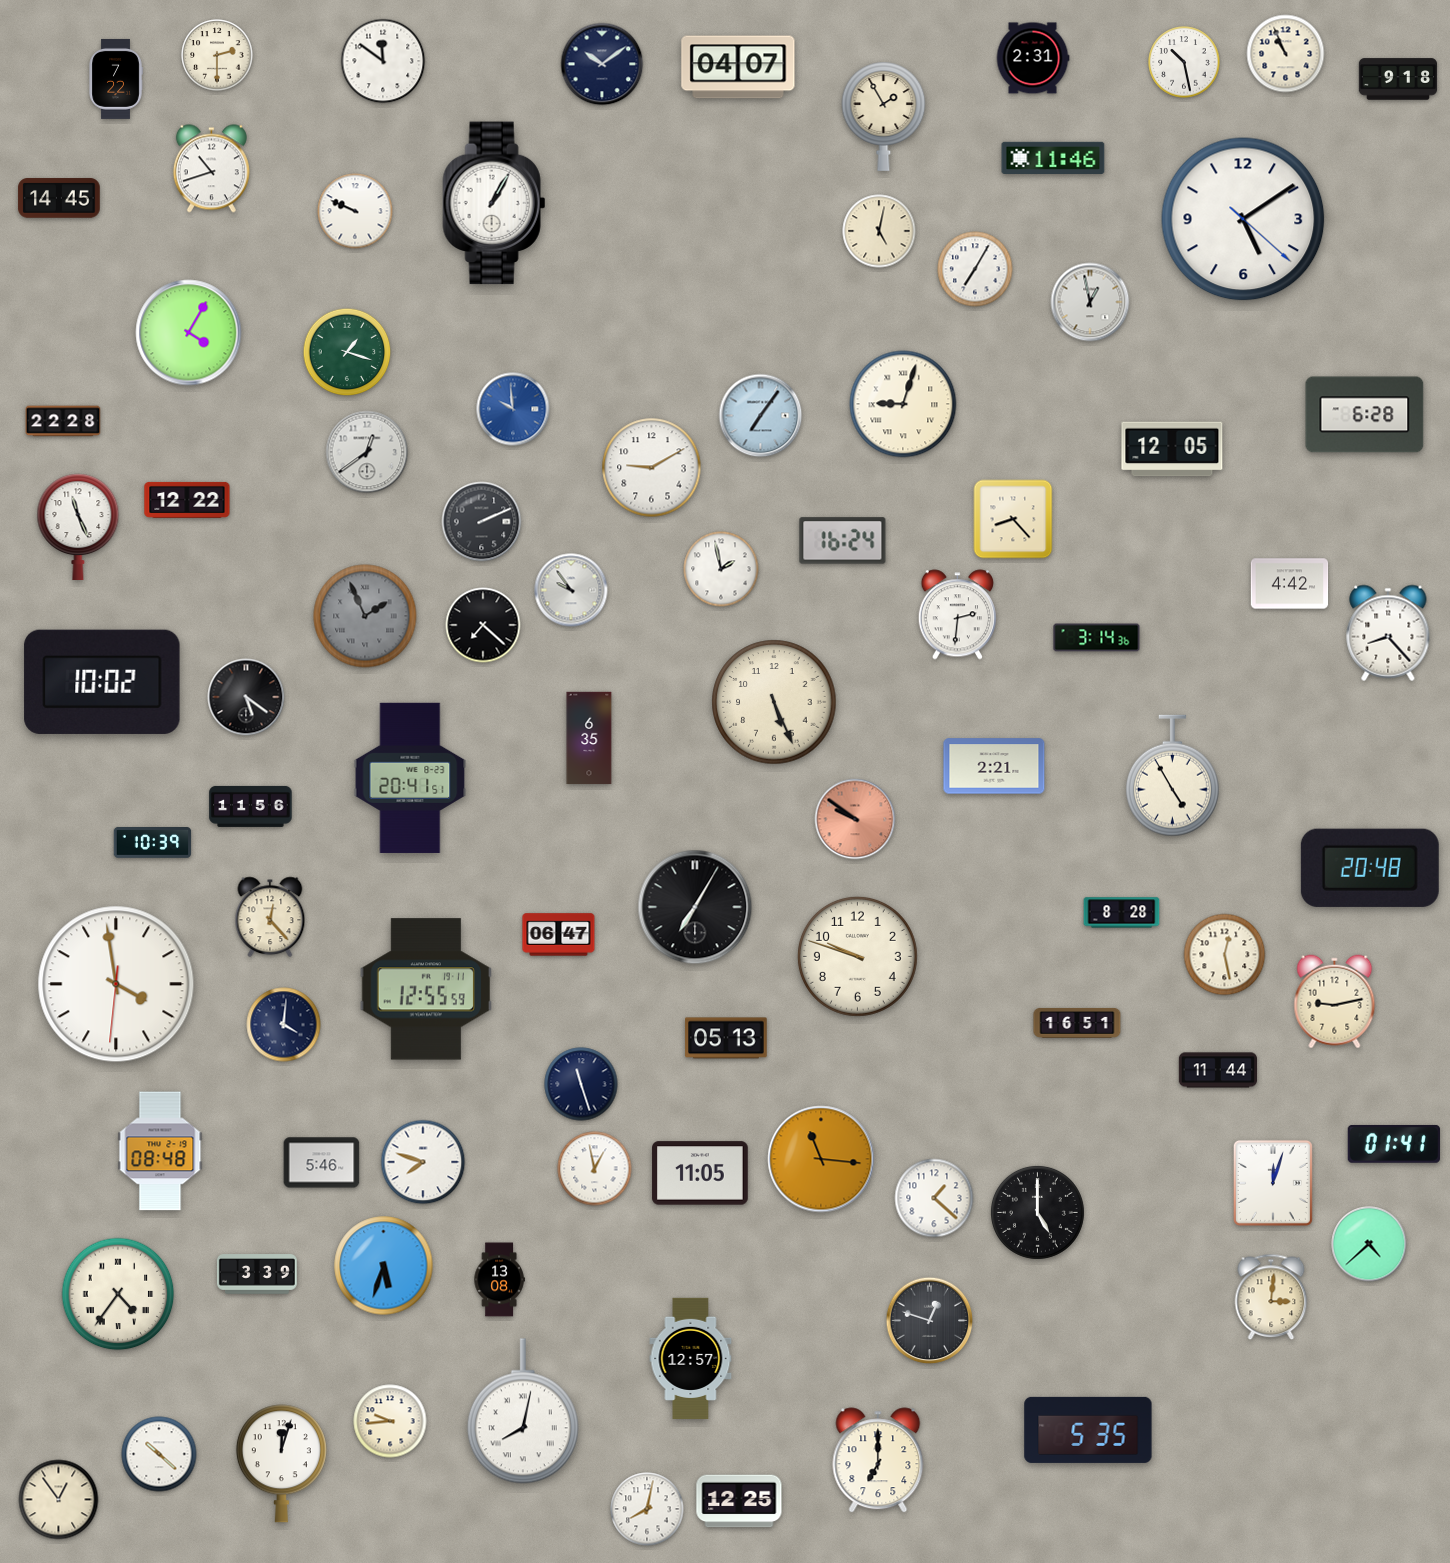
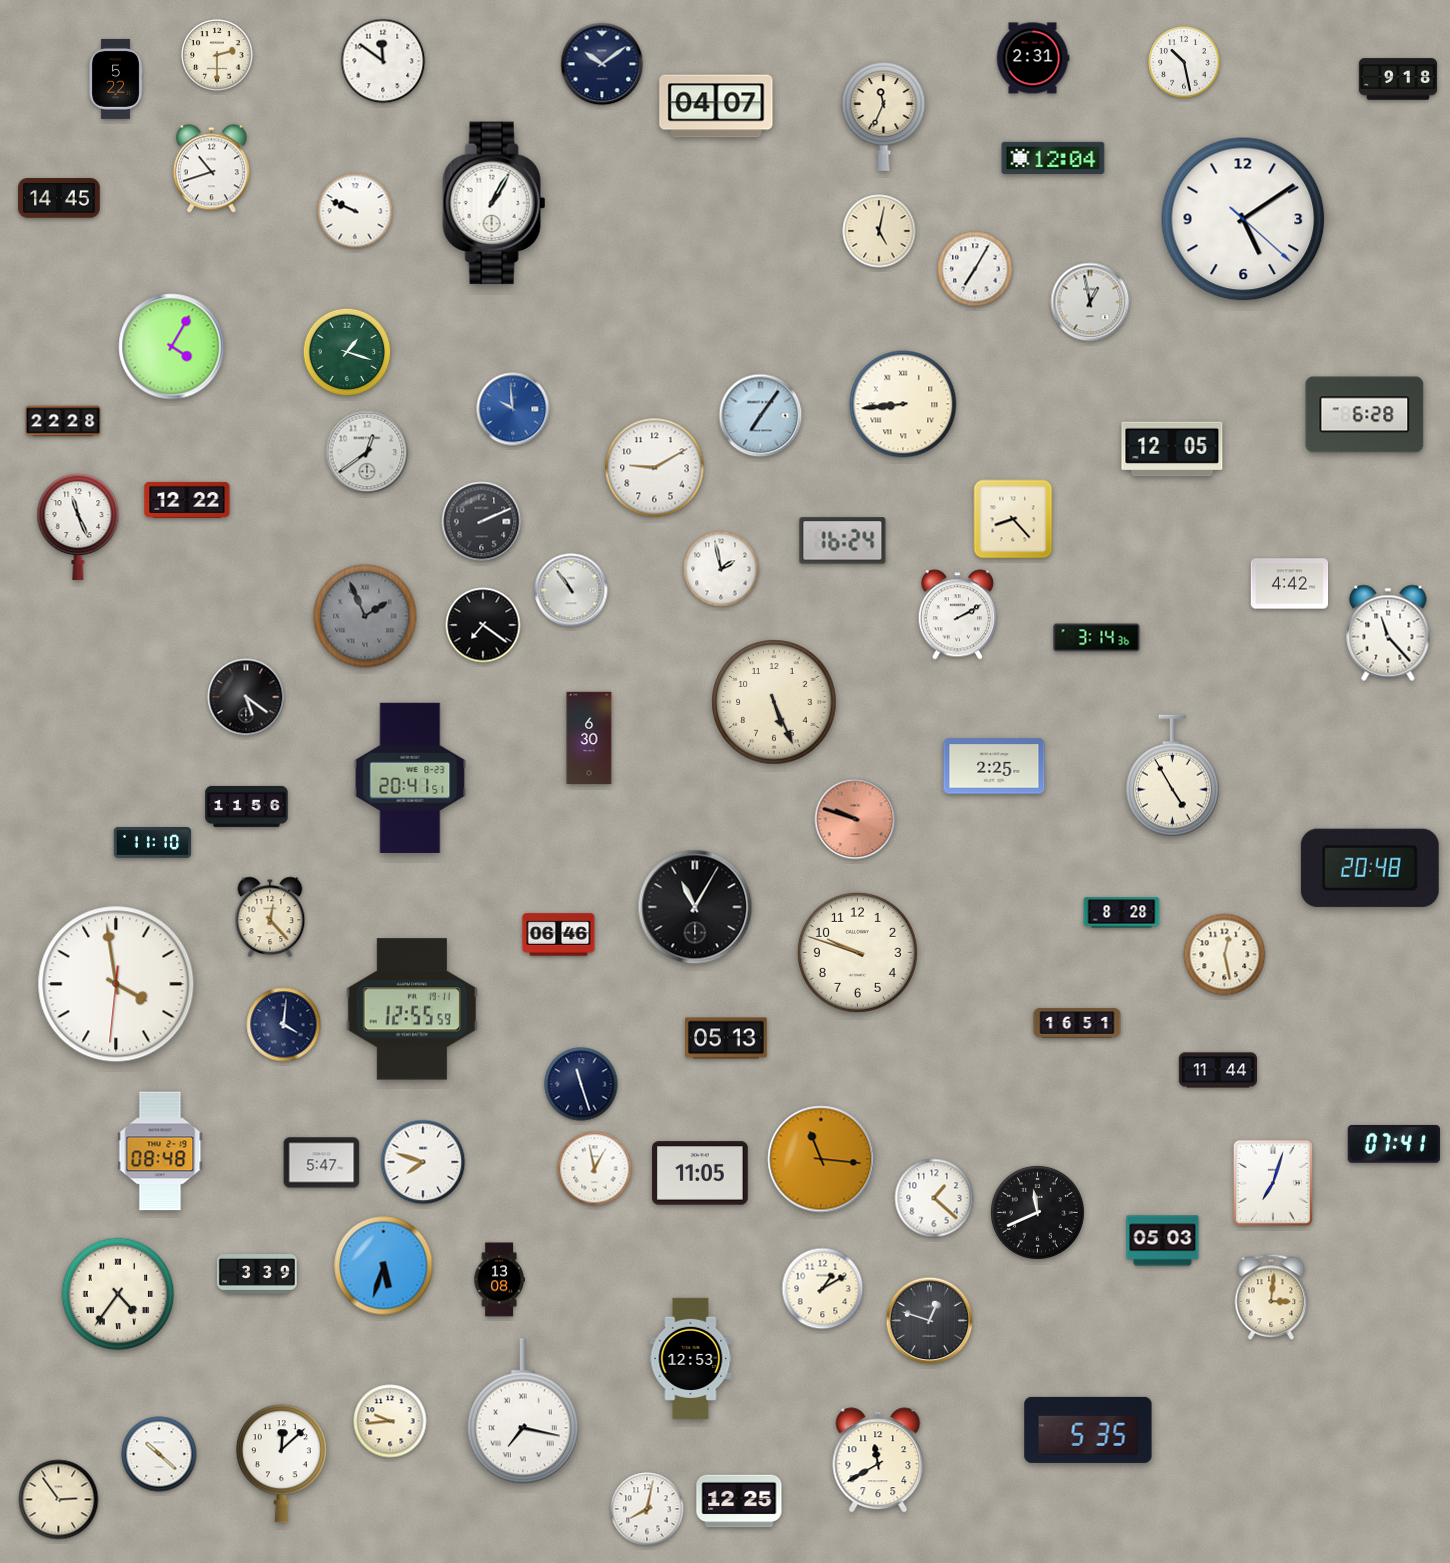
clock at (1286, 54): 10:56 -> none
clock at (738, 67) position: (738, 67) -> (716, 106)
clock at (116, 79): 7:22 -> 5:22
clock at (884, 116): 1:55 -> 11:34
clock at (1053, 157): 11:46 -> 12:04
clock at (189, 333) position: (189, 333) -> (172, 347)
clock at (903, 404): 9:03 -> 8:44
clock at (652, 468) position: (652, 468) -> (655, 468)
clock at (571, 590): 9:54 -> 10:54
clock at (957, 615): 2:31 -> 2:10
clock at (483, 625): 7:22 -> 7:21
clock at (1388, 633): 8:23 -> 11:23
clock at (102, 682): 10:02 -> none
clock at (589, 738): 6:35 -> 6:30
clock at (994, 766): 2:21 -> 2:25
clock at (251, 806) position: (251, 806) -> (247, 806)
clock at (855, 819): 9:51 -> 9:48
clock at (153, 843): 10:39 -> 11:10
clock at (695, 907): 7:05 -> 11:05
clock at (559, 935): 06:47 -> 06:46
clock at (857, 956) position: (857, 956) -> (857, 952)
clock at (425, 989) position: (425, 989) -> (411, 1009)
clock at (1335, 1002): 9:13 -> none
clock at (1394, 1144): 01:41 -> 07:41
clock at (322, 1163): 5:46 -> 5:47
clock at (1273, 1183): 12:03 -> 7:03
clock at (1037, 1212): 5:00 -> 11:41
clock at (1163, 1241): none -> 05:03
clock at (1369, 1244): 4:38 -> none
clock at (823, 1289): none -> 1:10
clock at (691, 1358): 12:57 -> 12:53
clock at (523, 1411): 8:02 -> 7:17
clock at (878, 1460): 7:00 -> 11:40
clock at (281, 1464): 12:03 -> 12:08
clock at (59, 1500): 12:54 -> 2:54
